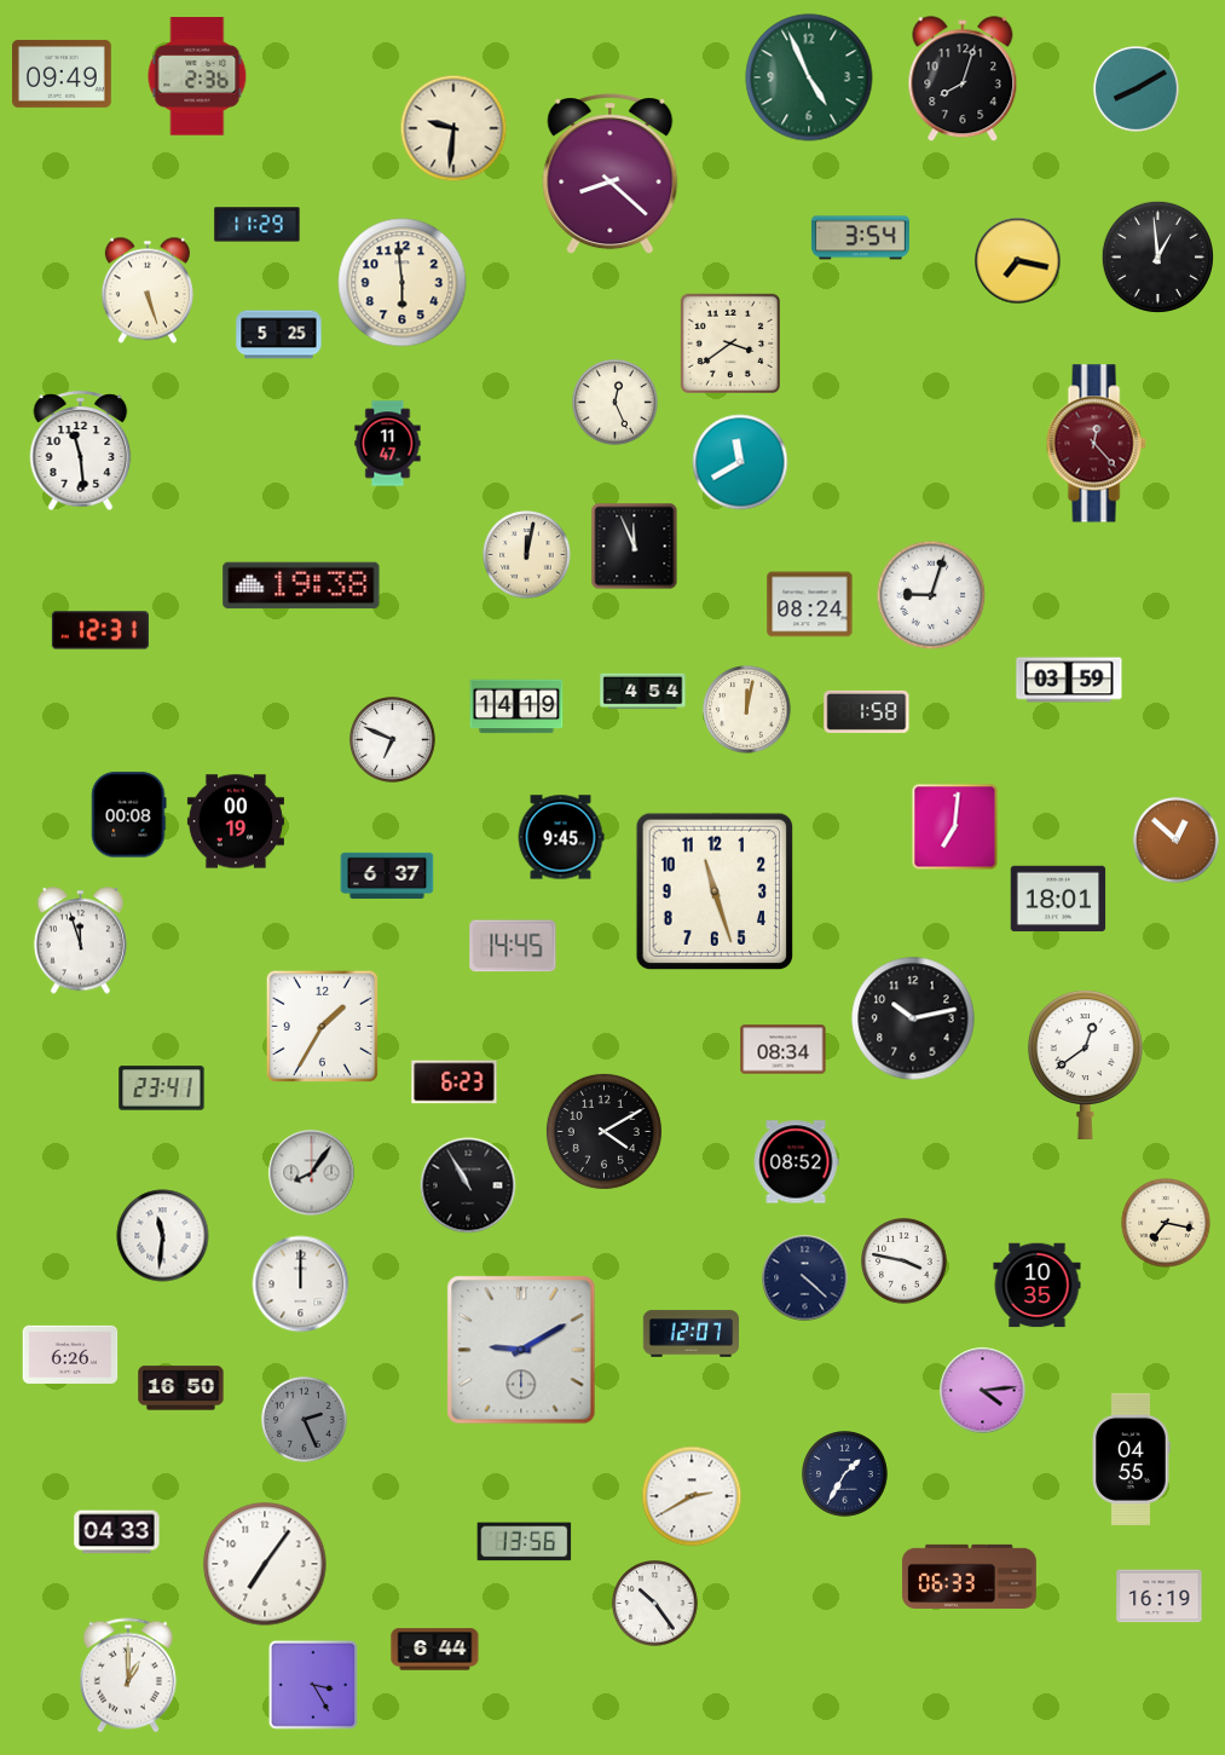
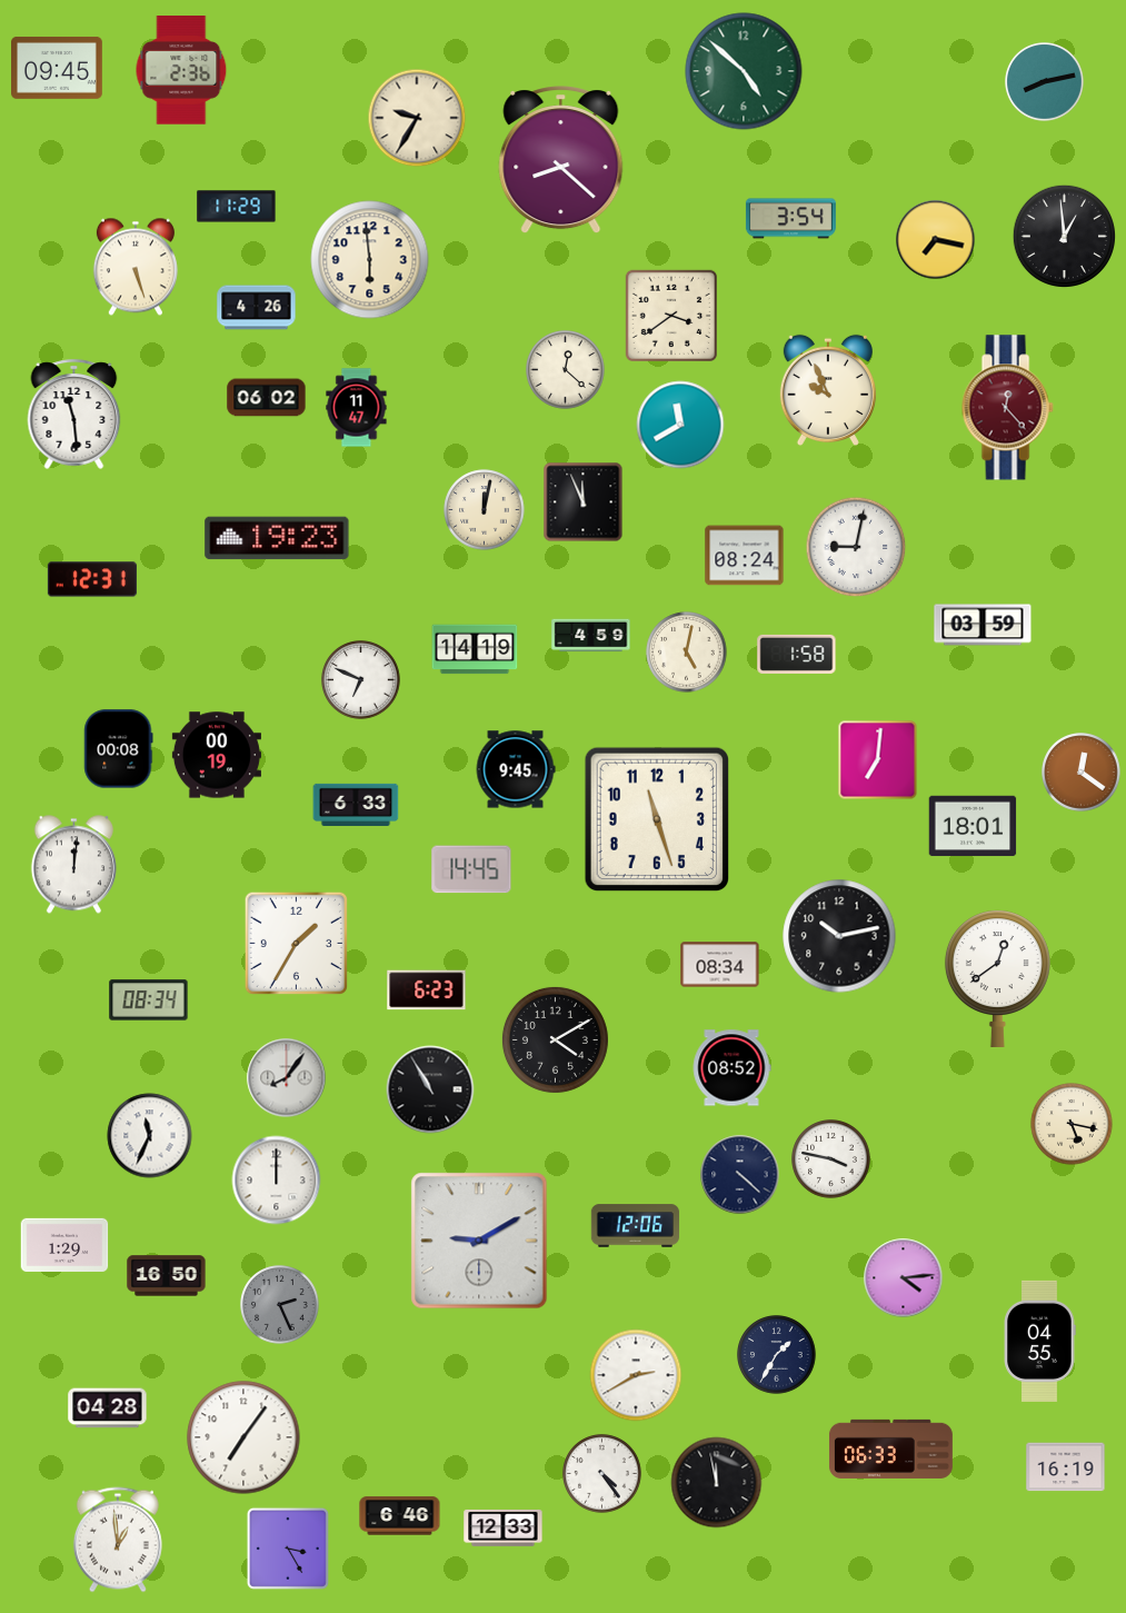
clock at (63, 74): 09:49 -> 09:45
clock at (809, 77): 4:56 -> 4:52
clock at (963, 80): 8:03 -> none
clock at (1137, 90): 8:10 -> 8:13
clock at (453, 128): 9:31 -> 9:35
clock at (279, 335): 5:25 -> 4:26
clock at (616, 403): 12:26 -> 12:22
clock at (828, 389): none -> 9:56
clock at (267, 398): none -> 06:02
clock at (301, 585): 19:38 -> 19:23
clock at (931, 595): 9:03 -> 9:02
clock at (643, 692): 4:54 -> 4:59
clock at (747, 710): 12:02 -> 5:02
clock at (1177, 841): 12:52 -> 12:21
clock at (387, 874): 6:37 -> 6:33
clock at (80, 941): 11:57 -> 12:01
clock at (455, 1083) position: (455, 1083) -> (427, 990)
clock at (162, 1089): 23:41 -> 08:34
clock at (1166, 1223): 7:17 -> 5:17
clock at (163, 1236): 11:31 -> 11:34
clock at (1038, 1286): 10:35 -> none
clock at (692, 1334): 12:07 -> 12:06
clock at (70, 1355): 6:26 -> 1:29
clock at (117, 1532): 04:33 -> 04:28
clock at (525, 1542): 13:56 -> none
clock at (655, 1604): 10:24 -> 4:24
clock at (717, 1483): none -> 11:58
clock at (435, 1650): 6:44 -> 6:46
clock at (504, 1527): none -> 12:33
clock at (128, 1675): 1:00 -> 12:59
